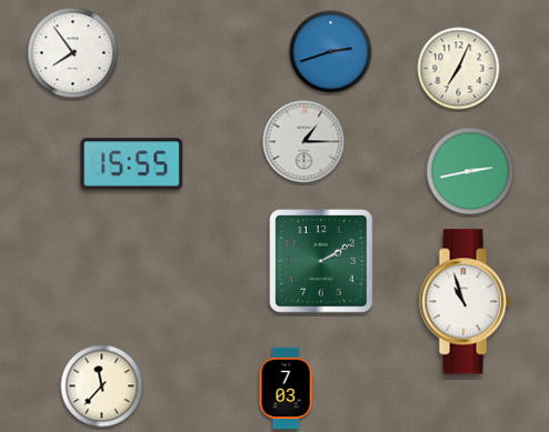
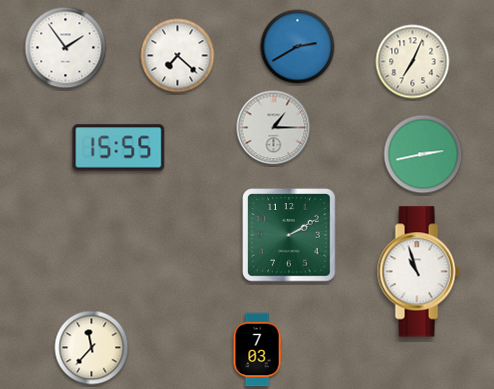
clock at (331, 52): 2:42 -> 2:40
clock at (73, 53): 7:54 -> 1:54
clock at (178, 56): none -> 7:22
